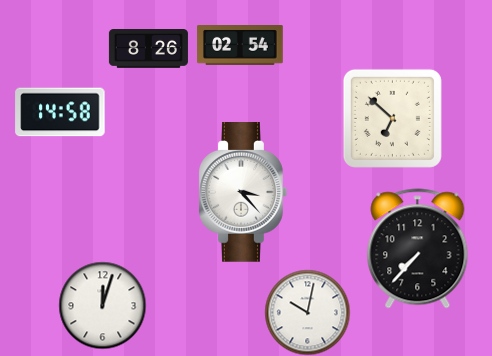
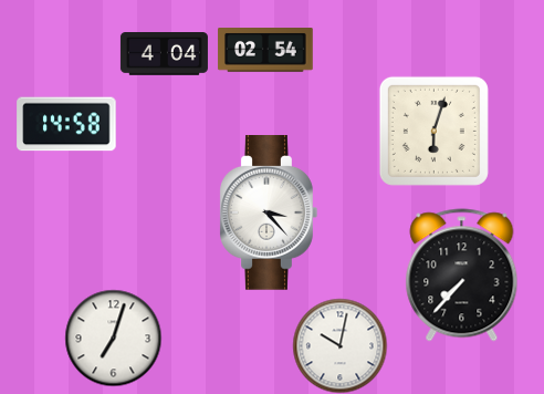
clock at (148, 49): 8:26 -> 4:04
clock at (392, 118): 6:52 -> 6:03
clock at (102, 305): 12:03 -> 7:03
